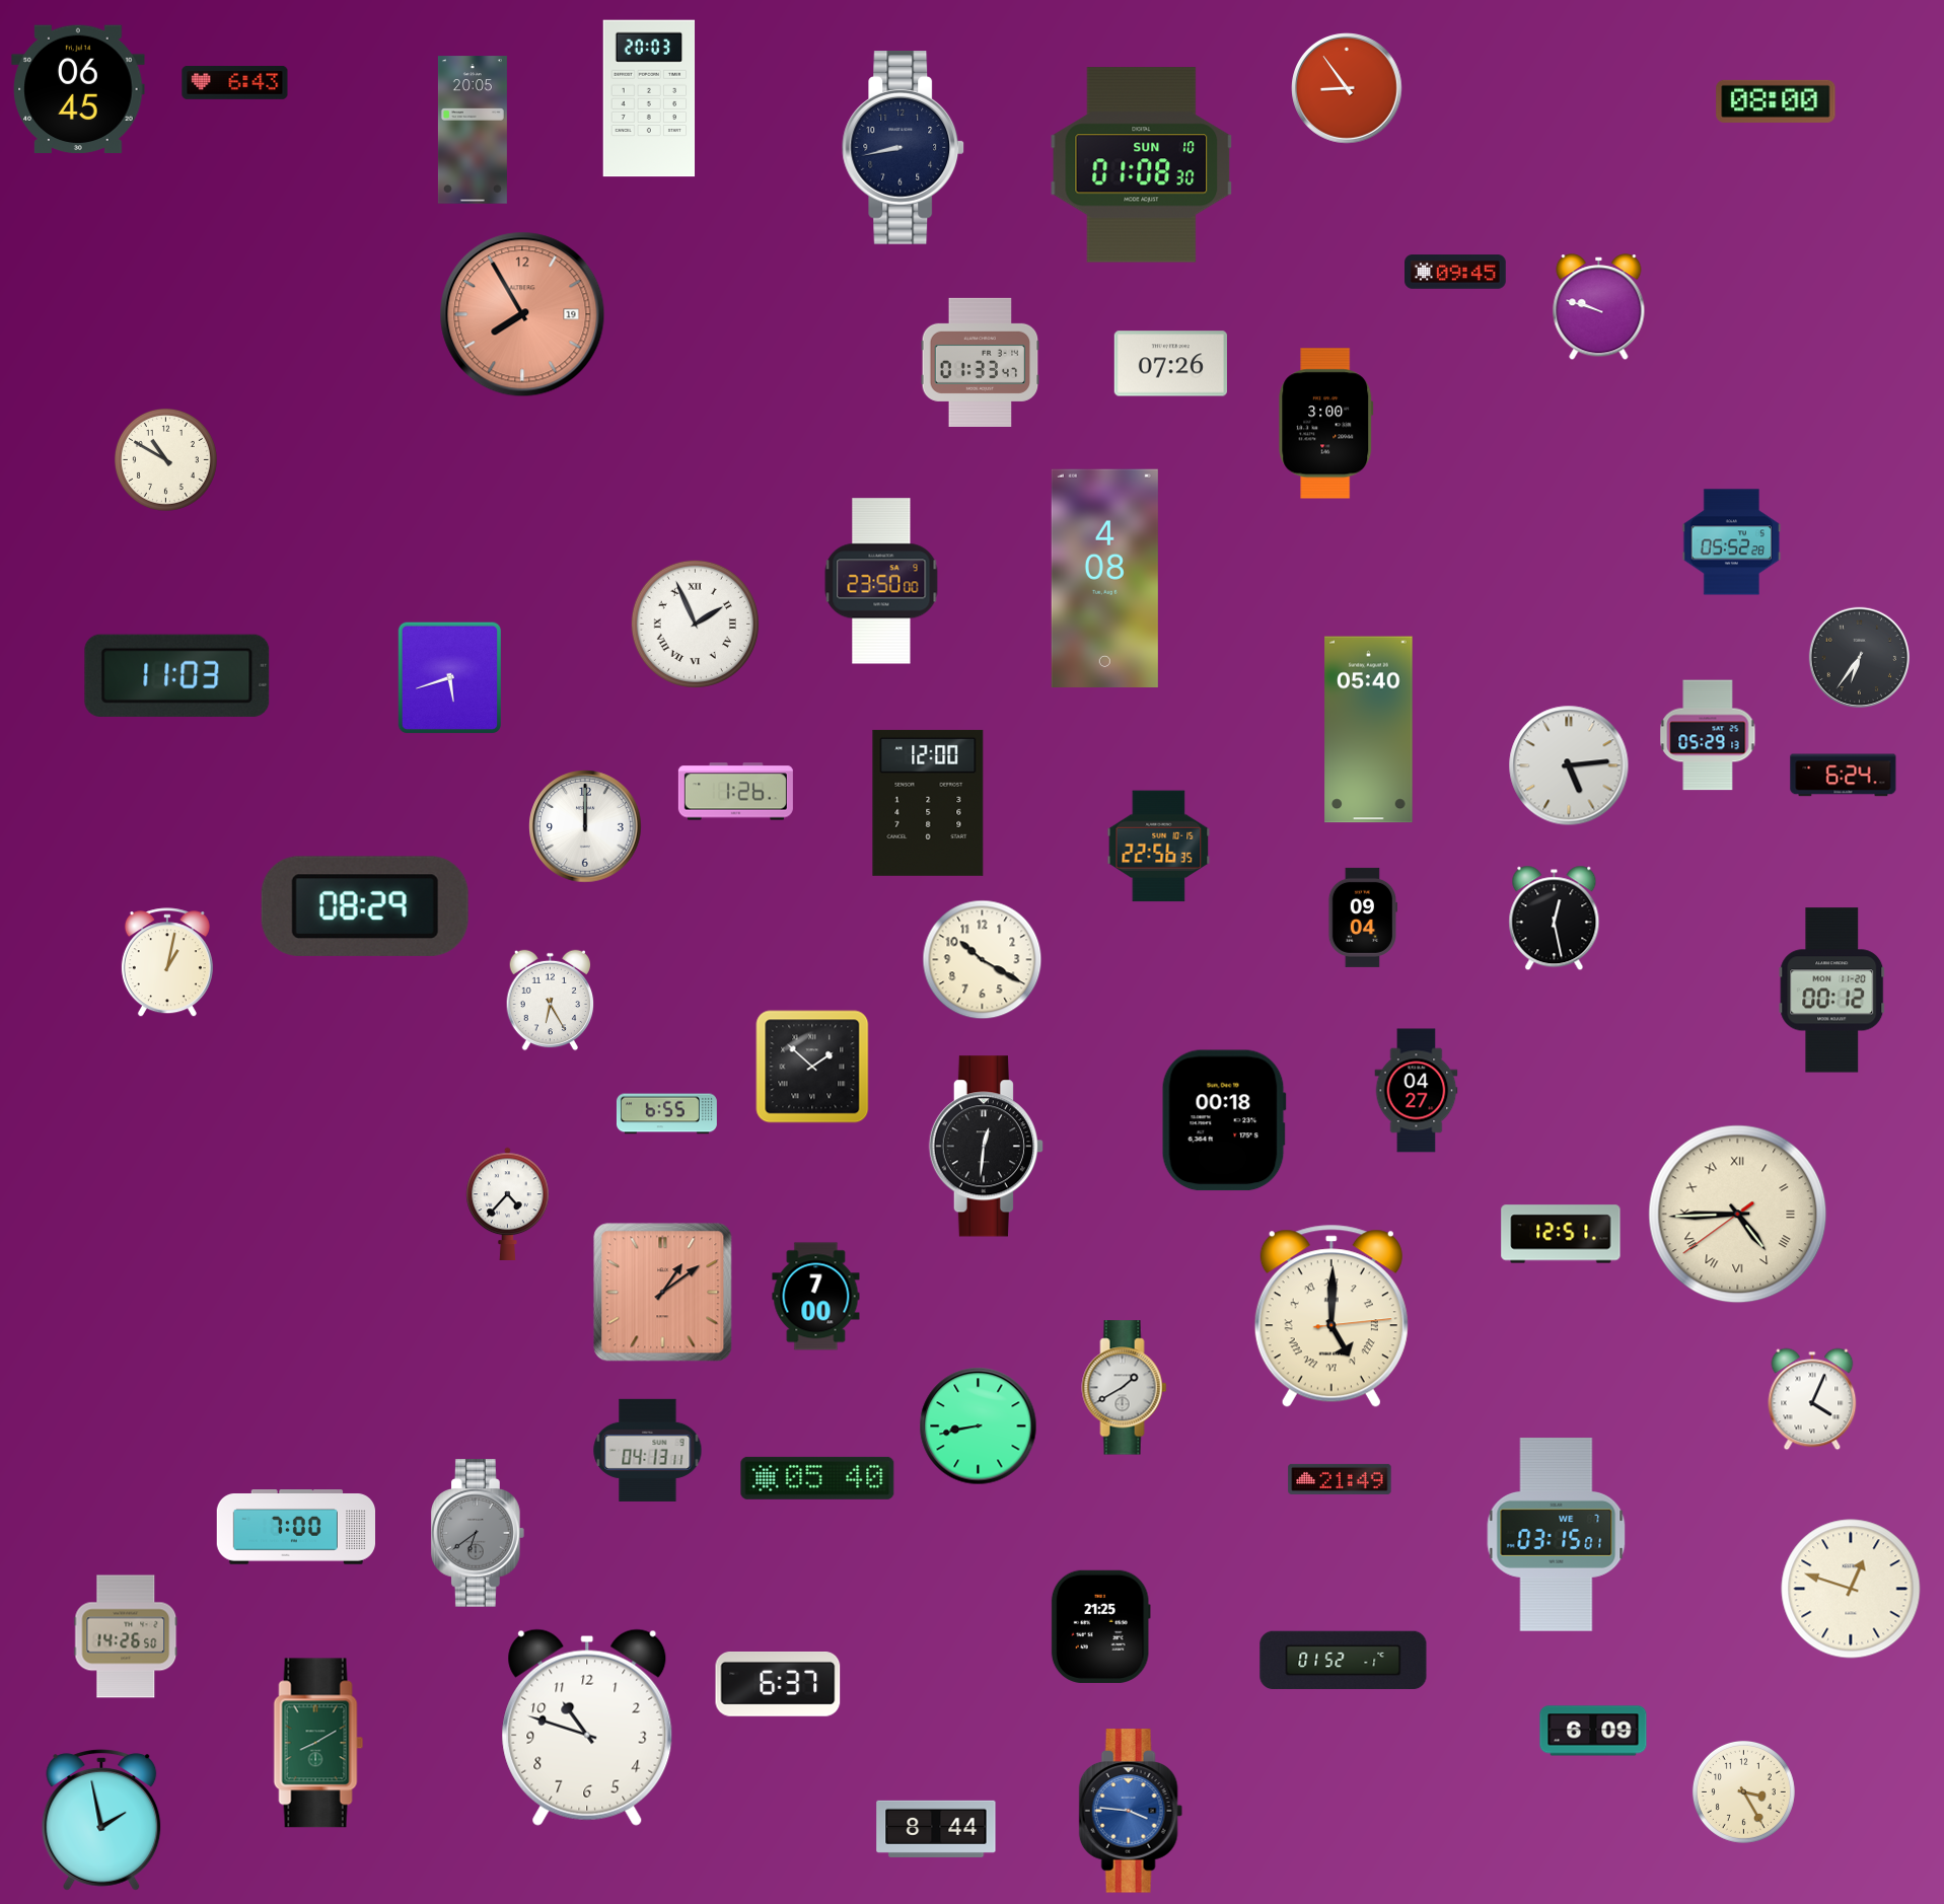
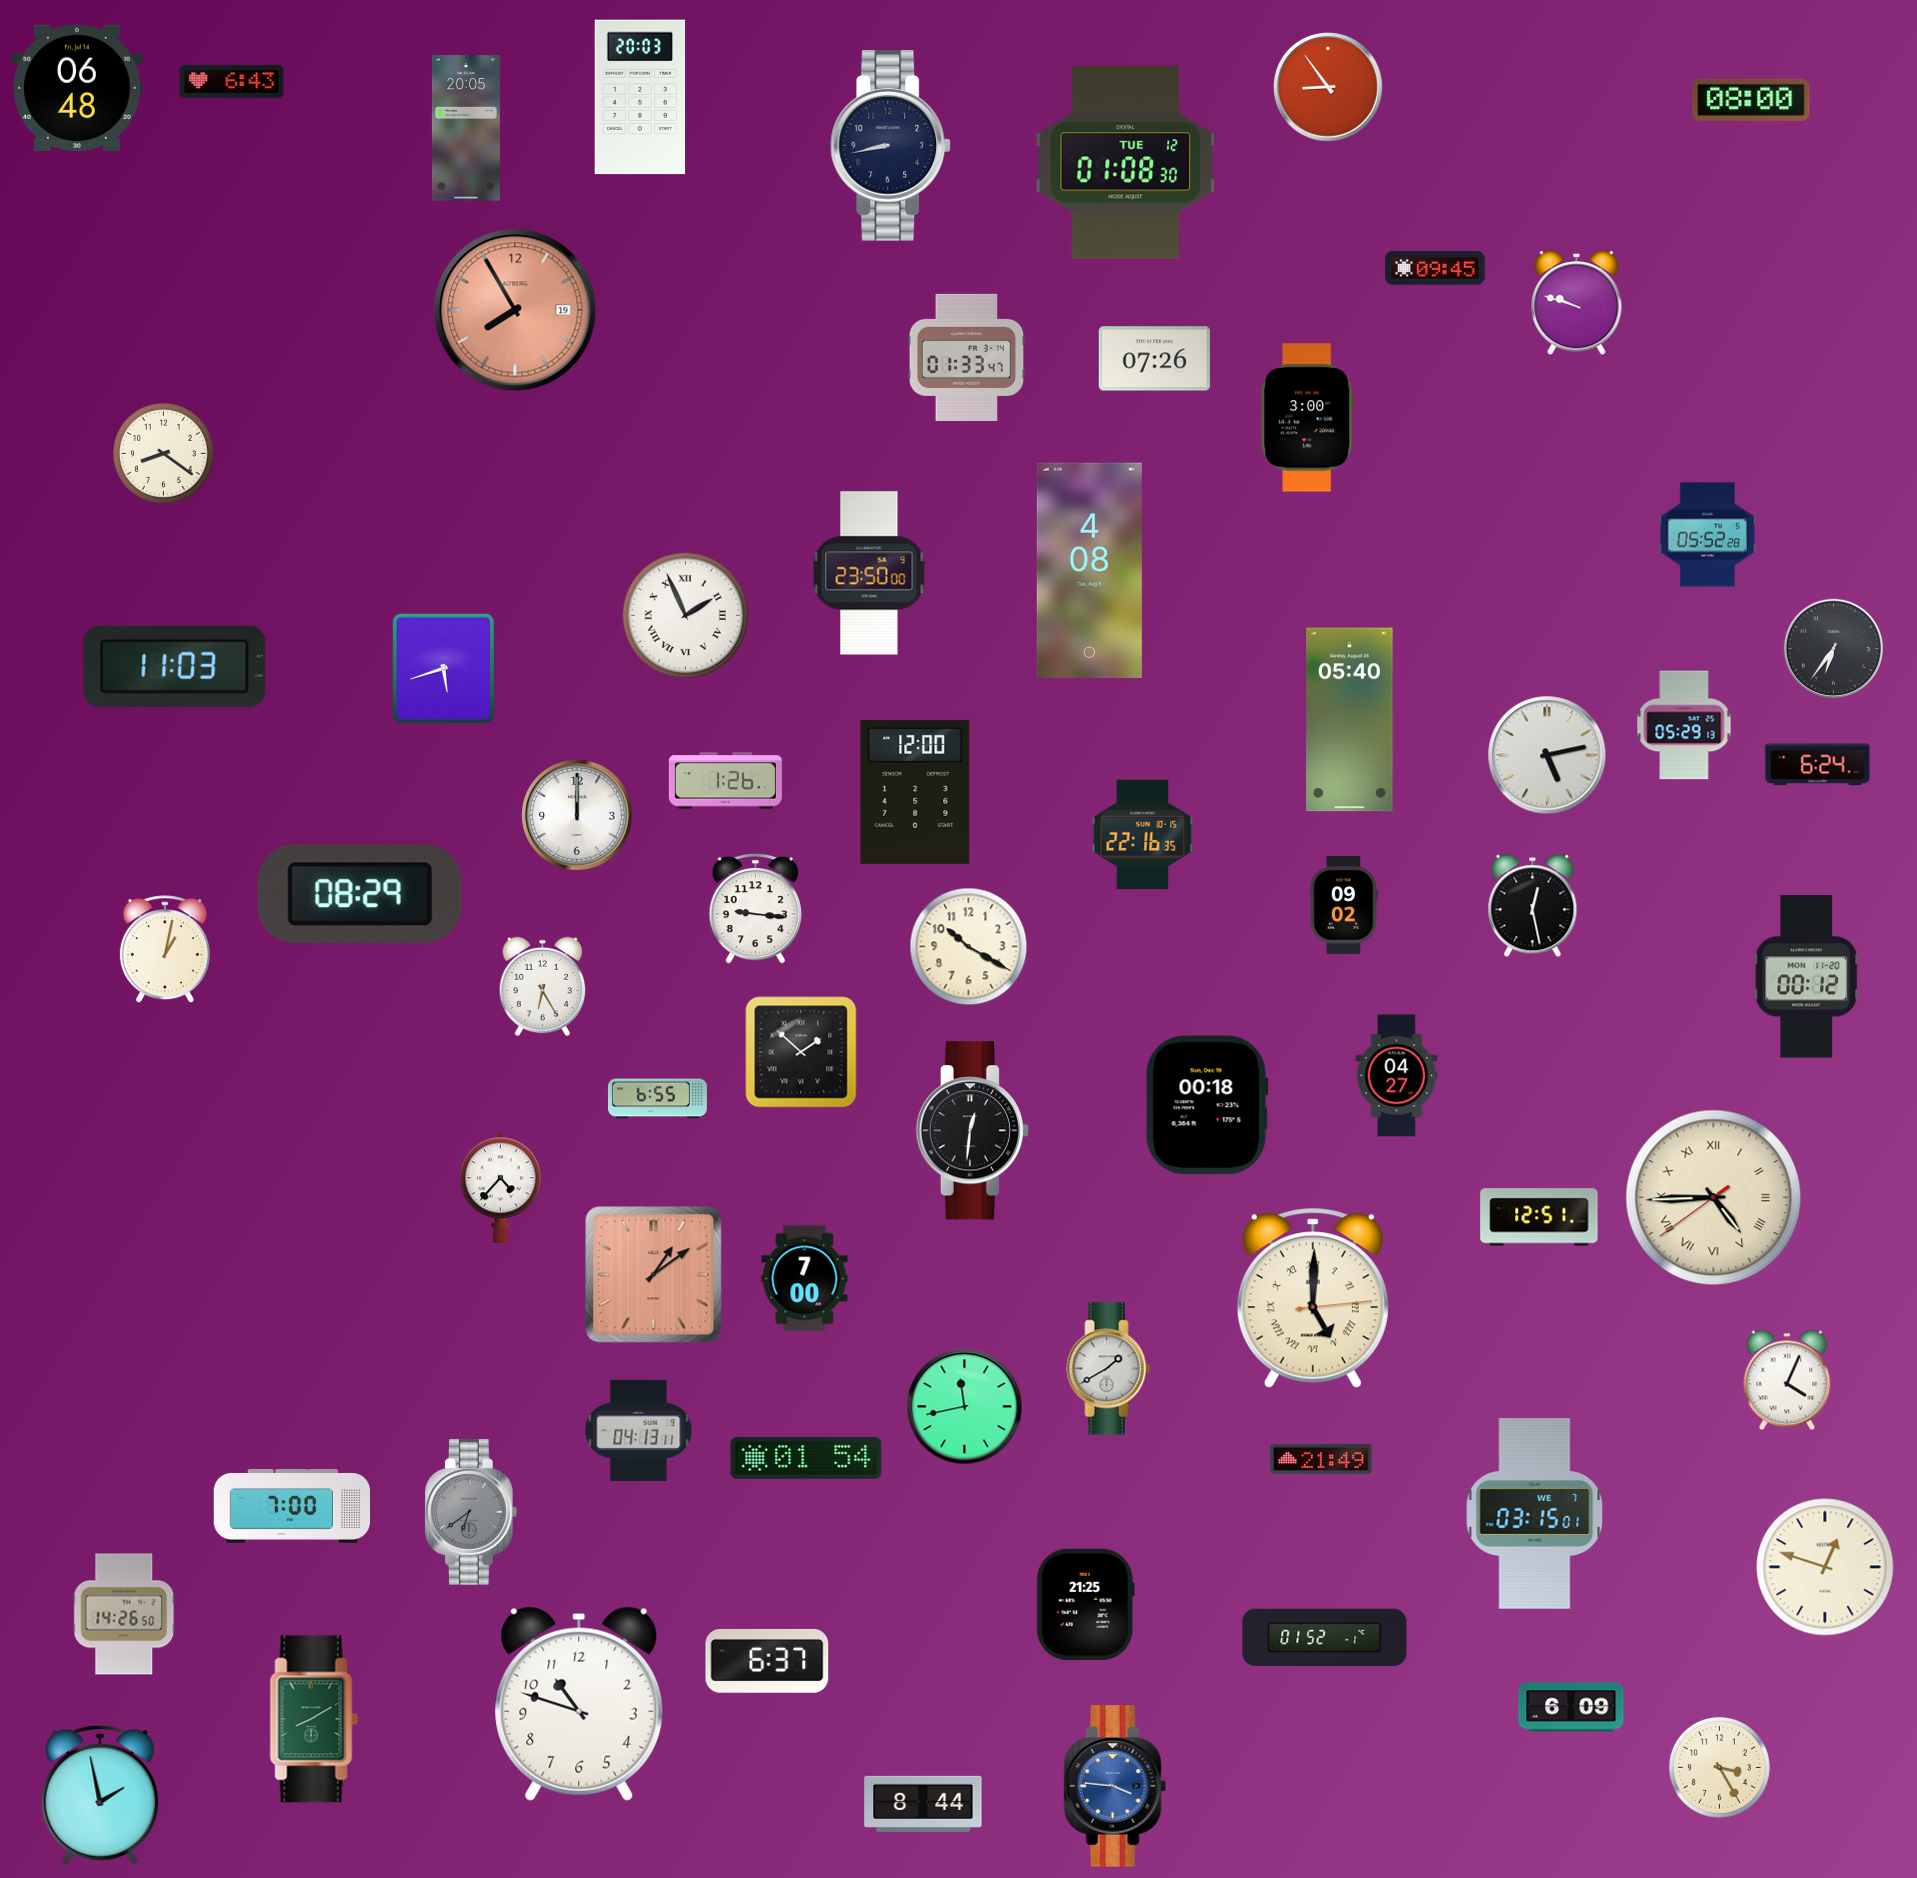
clock at (78, 89): 06:45 -> 06:48
clock at (1142, 165) date: SUN 10 -> TUE 12
clock at (165, 459): 10:50 -> 8:21
clock at (1569, 765): 5:14 -> 5:13
clock at (1159, 847): 22:56 -> 22:16
clock at (1362, 918): 09:04 -> 09:02
clock at (755, 909): none -> 9:16
clock at (979, 1426): 8:43 -> 11:43
clock at (817, 1478): 05:40 -> 01:54
